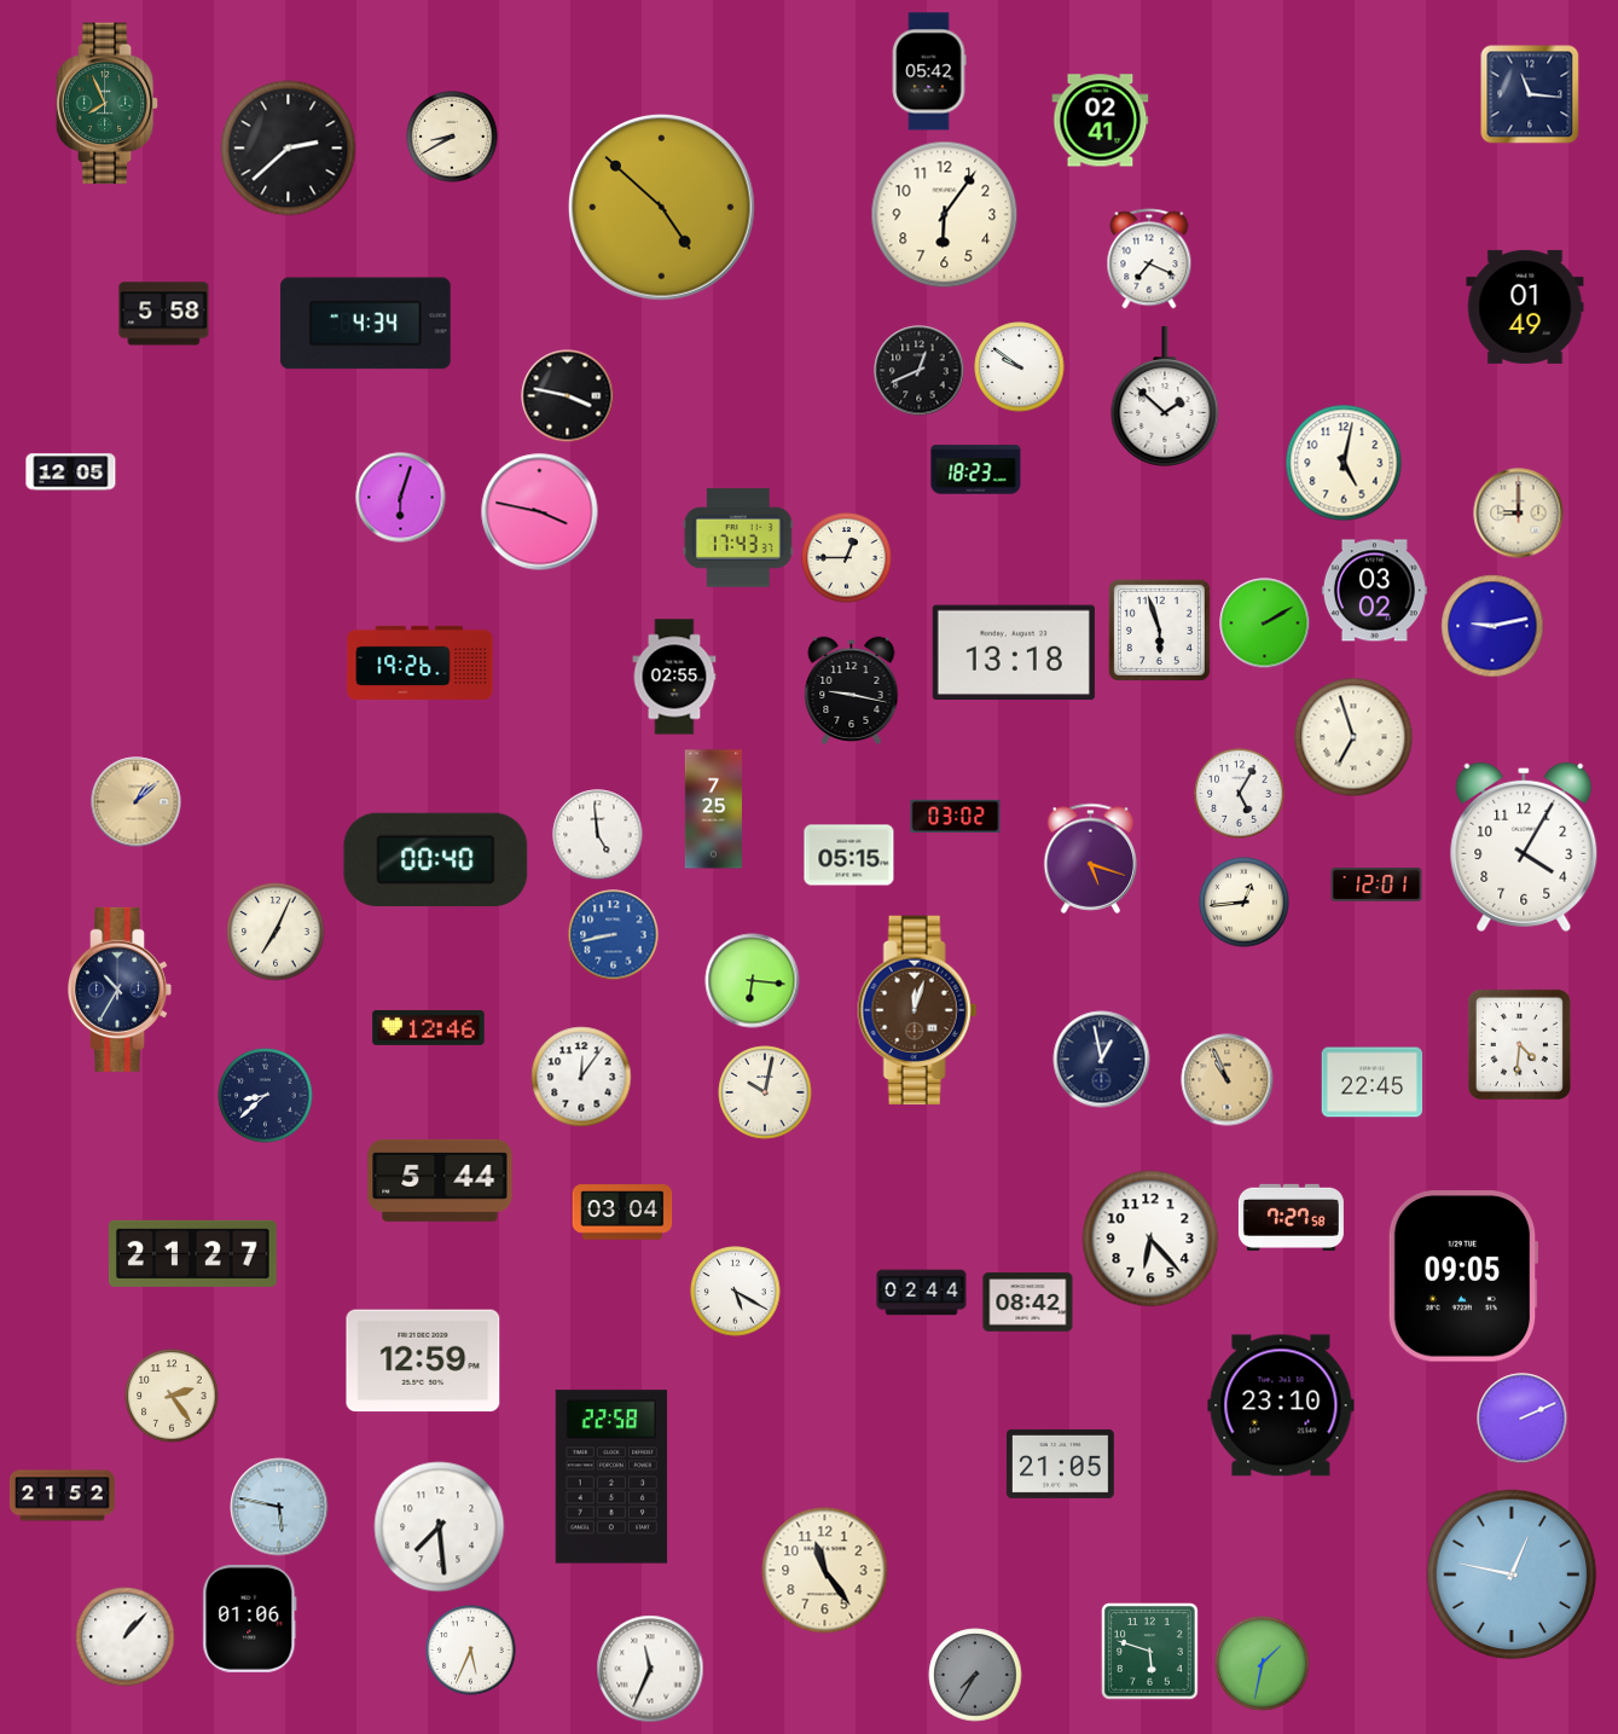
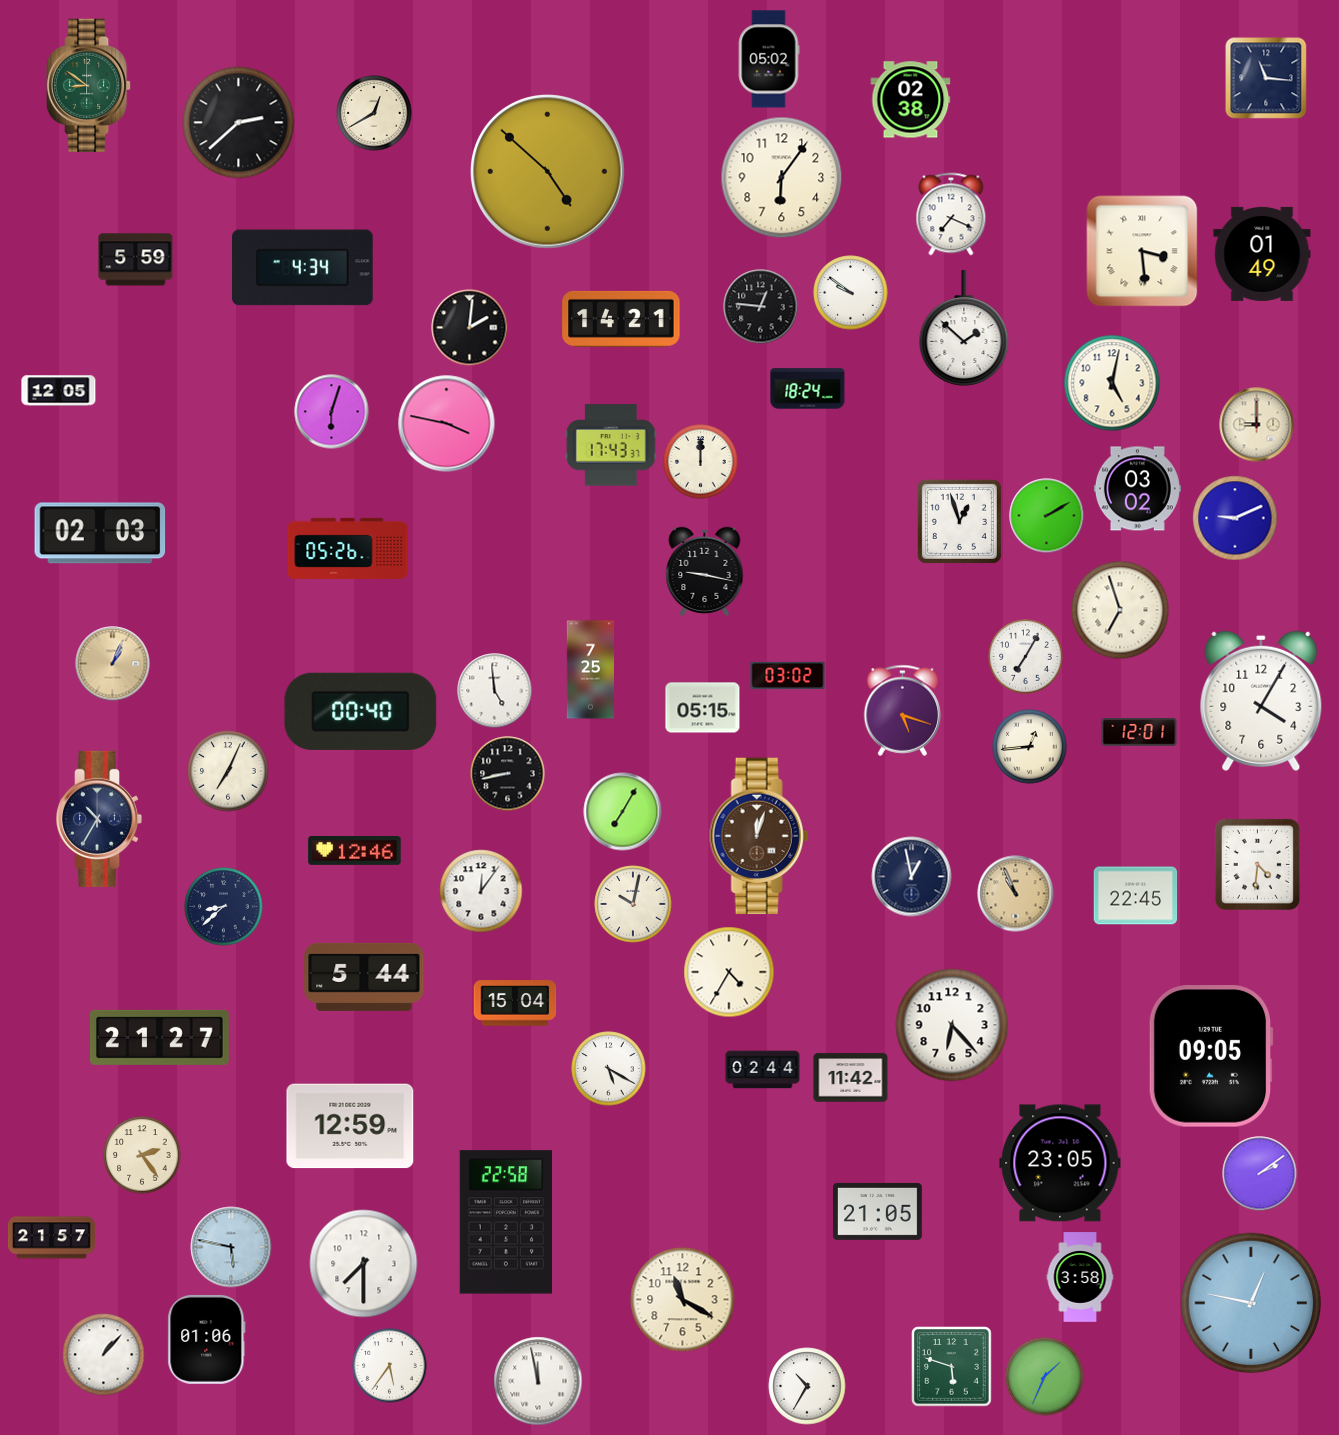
clock at (929, 71): 05:42 -> 05:02
clock at (108, 103): 7:56 -> 8:51
clock at (1101, 121): 02:41 -> 02:38
clock at (452, 137): 8:40 -> 12:40
clock at (1142, 251): none -> 3:29
clock at (164, 314): 5:58 -> 5:59
clock at (1020, 367) position: (1020, 367) -> (851, 293)
clock at (920, 371): 12:41 -> 12:46
clock at (621, 319): none -> 14:21
clock at (568, 396): 3:47 -> 2:01
clock at (976, 470): 18:23 -> 18:24
clock at (847, 558): 12:45 -> 12:00
clock at (1492, 626): 9:13 -> 9:11
clock at (1159, 630): 5:57 -> 12:57
clock at (100, 533): none -> 02:03
clock at (1014, 653): 13:18 -> none
clock at (421, 662): 19:26 -> 05:26
clock at (674, 677): 02:55 -> none
clock at (1240, 794): 5:05 -> 7:05
clock at (137, 802): 1:08 -> 1:04
clock at (956, 816) position: (956, 816) -> (788, 675)
clock at (614, 935) dial: blue -> black
clock at (753, 981): 6:16 -> 7:05
clock at (266, 1096) position: (266, 1096) -> (224, 907)
clock at (729, 972): none -> 4:35
clock at (622, 1212): 03:04 -> 15:04
clock at (1291, 1217): 7:27 -> none
clock at (1028, 1303): 08:42 -> 11:42
clock at (1281, 1405): 23:10 -> 23:05
clock at (1523, 1419): 2:11 -> 2:09
clock at (62, 1496): 21:52 -> 21:57
clock at (440, 1527): 7:29 -> 7:30
clock at (1080, 1277): none -> 3:58
clock at (825, 1571): 11:24 -> 11:20
clock at (471, 1651): 5:34 -> 5:36
clock at (1263, 1664): 1:32 -> 1:34
clock at (650, 1669): 11:34 -> 11:58
clock at (975, 1675): 7:35 -> 10:35
clock at (975, 1675) dial: grey -> white
